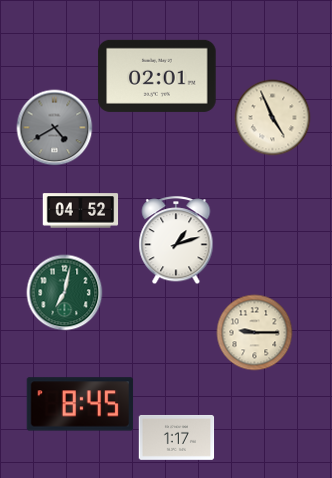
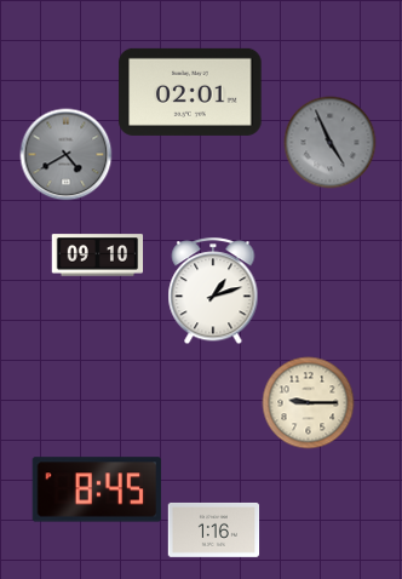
clock at (273, 118) dial: cream -> grey
clock at (81, 211): 04:52 -> 09:10
clock at (65, 293): 7:02 -> none
clock at (177, 437): 1:17 -> 1:16
